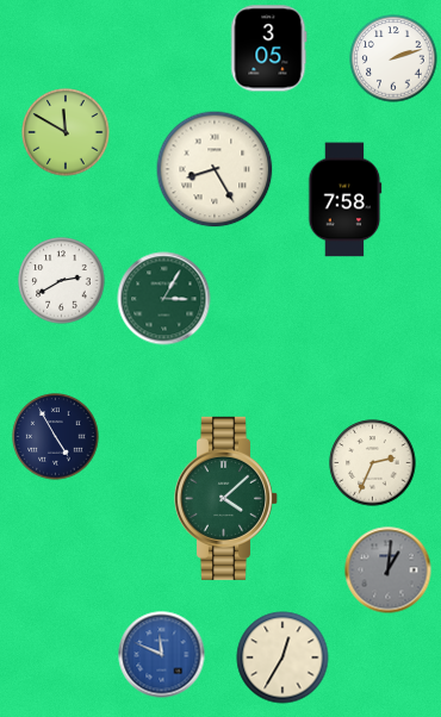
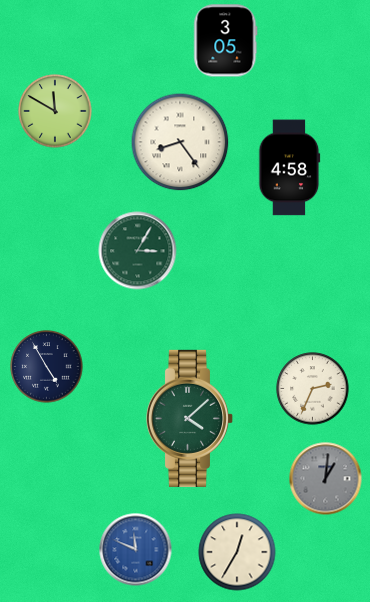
clock at (393, 58): 2:12 -> none
clock at (215, 169): 8:25 -> 8:24
clock at (346, 200): 7:58 -> 4:58
clock at (62, 281): 2:40 -> none
